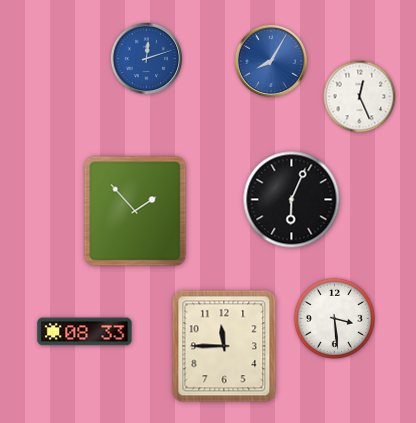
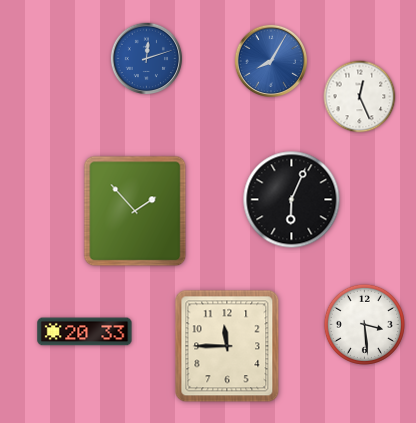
clock at (334, 318) position: (334, 318) -> (364, 324)
clock at (85, 332): 08:33 -> 20:33
clock at (224, 346) position: (224, 346) -> (227, 346)
